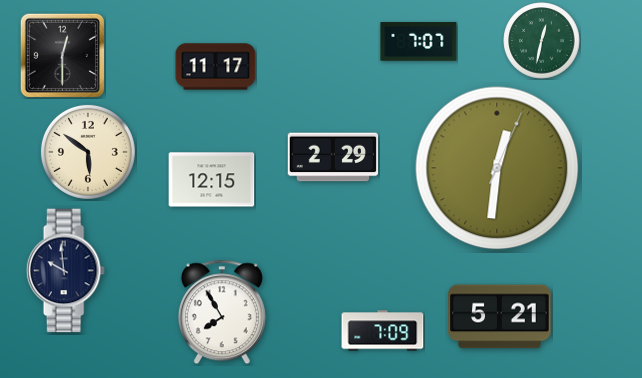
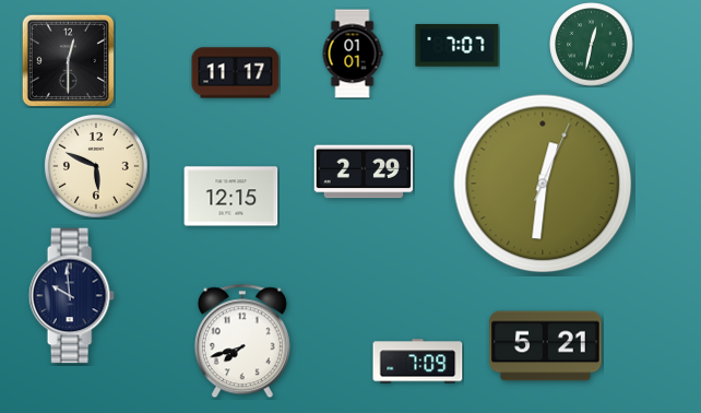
clock at (353, 54): none -> 01:01
clock at (88, 152): 5:51 -> 5:49
clock at (222, 312): 7:55 -> 7:42
